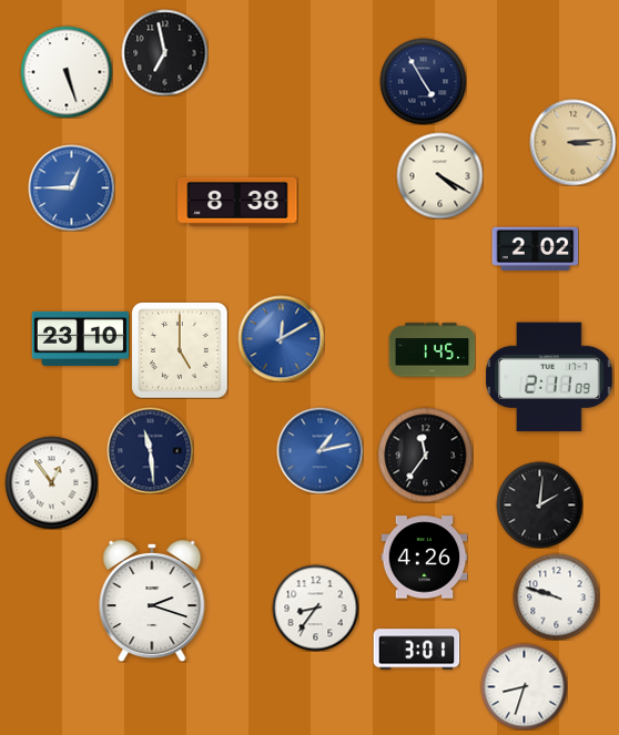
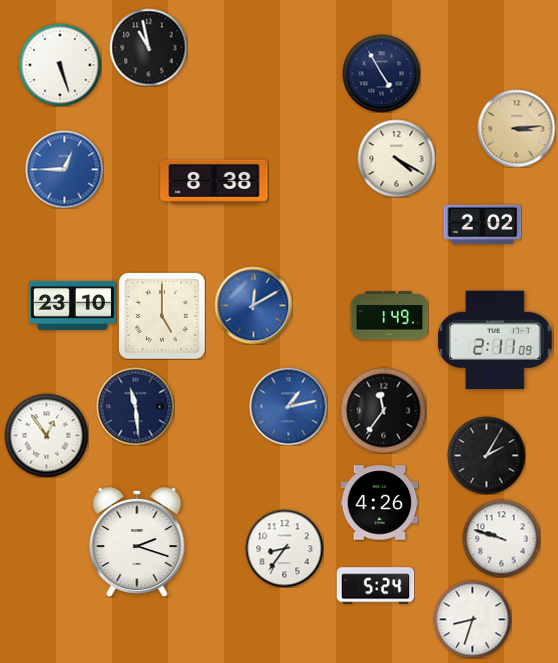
clock at (164, 52): 6:58 -> 10:58
clock at (432, 350): 1:45 -> 1:49
clock at (539, 504): 2:01 -> 2:05
clock at (424, 558) position: (424, 558) -> (379, 503)
clock at (416, 650): 3:01 -> 5:24
